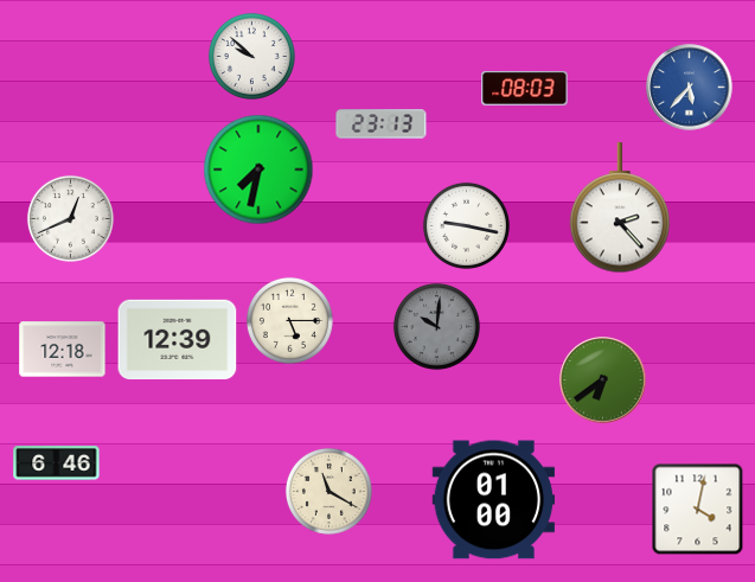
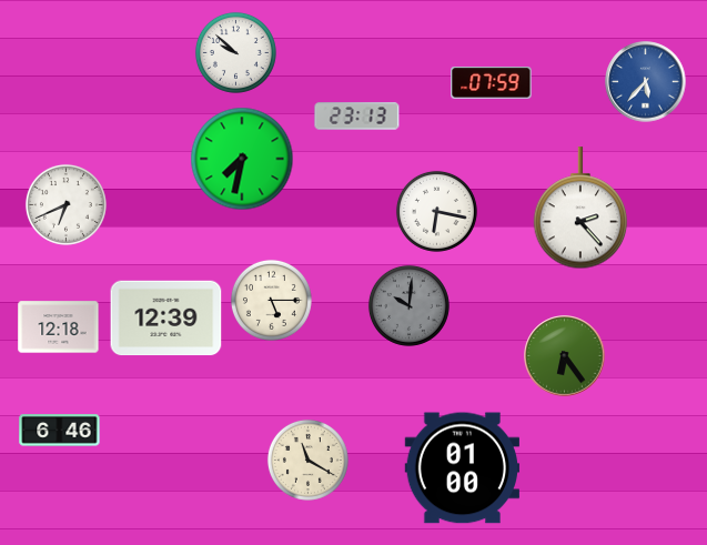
clock at (525, 89): 08:03 -> 07:59
clock at (620, 209) position: (620, 209) -> (580, 209)
clock at (70, 218): 12:41 -> 6:41
clock at (466, 225): 9:17 -> 6:17
clock at (603, 380): 6:39 -> 6:24
clock at (57, 463) position: (57, 463) -> (60, 431)
clock at (698, 510): 4:02 -> none
